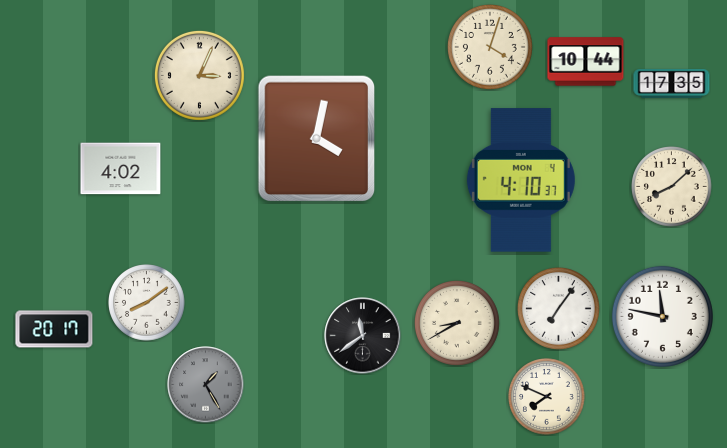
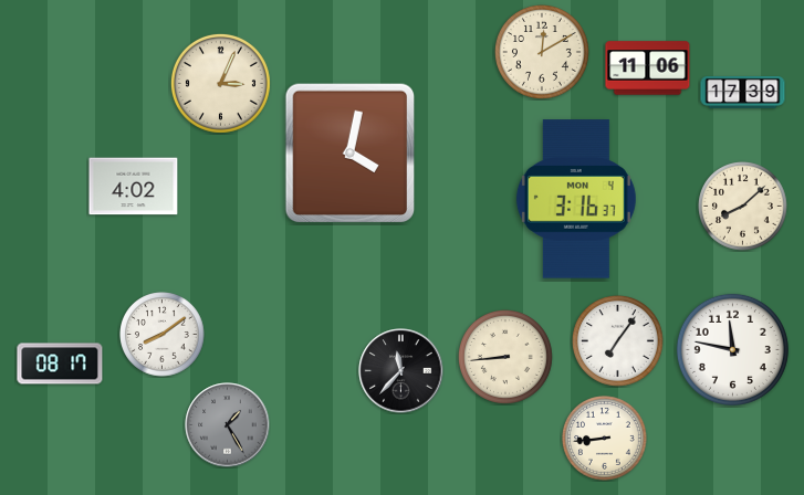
clock at (490, 47): 4:03 -> 12:10
clock at (586, 62): 10:44 -> 11:06
clock at (672, 83): 17:35 -> 17:39
clock at (521, 180): 4:10 -> 3:16
clock at (457, 323): 8:40 -> 8:44
clock at (54, 329): 20:17 -> 08:17
clock at (363, 336): 11:39 -> 11:37
clock at (547, 397): 7:49 -> 8:44
